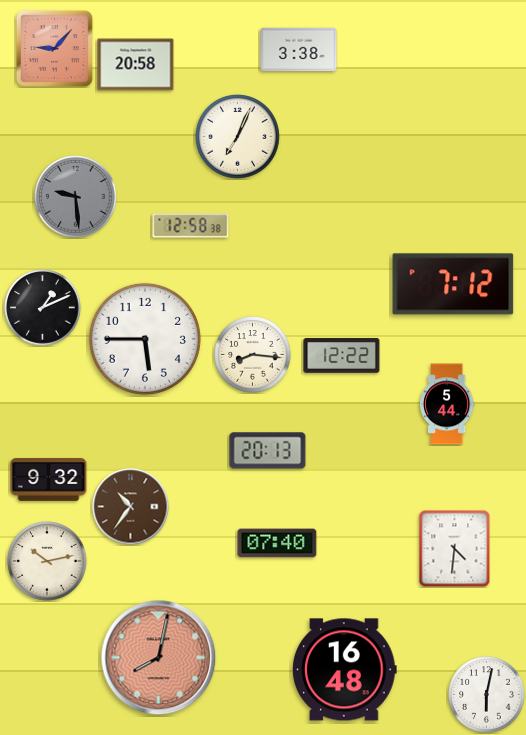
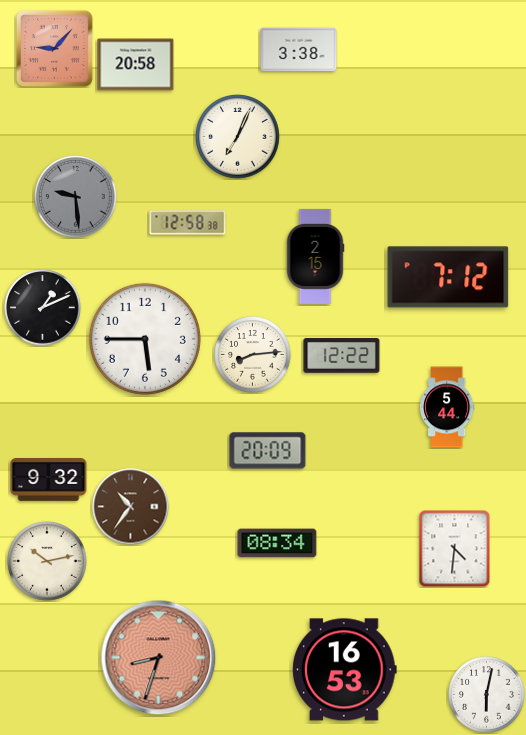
clock at (191, 226) position: (191, 226) -> (188, 223)
clock at (315, 256): none -> 2:15
clock at (453, 284) position: (453, 284) -> (448, 277)
clock at (253, 355): 8:16 -> 8:14
clock at (447, 404) position: (447, 404) -> (447, 407)
clock at (268, 451): 20:13 -> 20:09
clock at (277, 543): 07:40 -> 08:34
clock at (159, 658): 8:02 -> 8:33
clock at (345, 670): 16:48 -> 16:53
